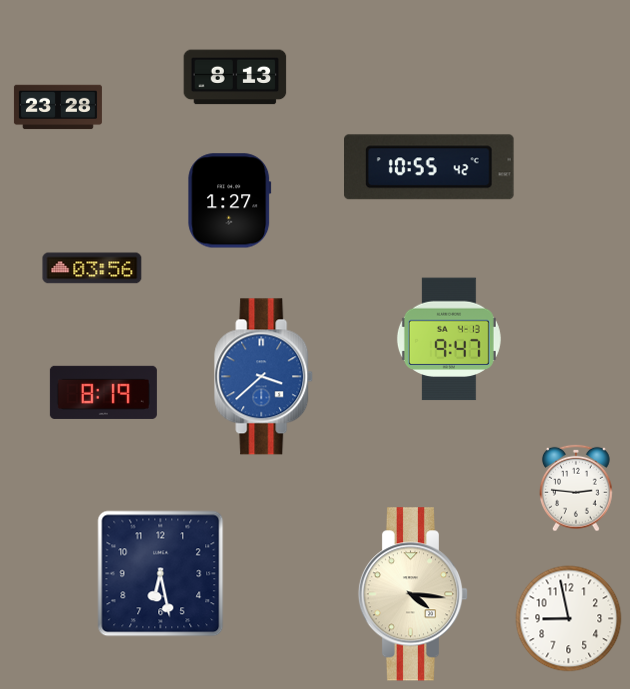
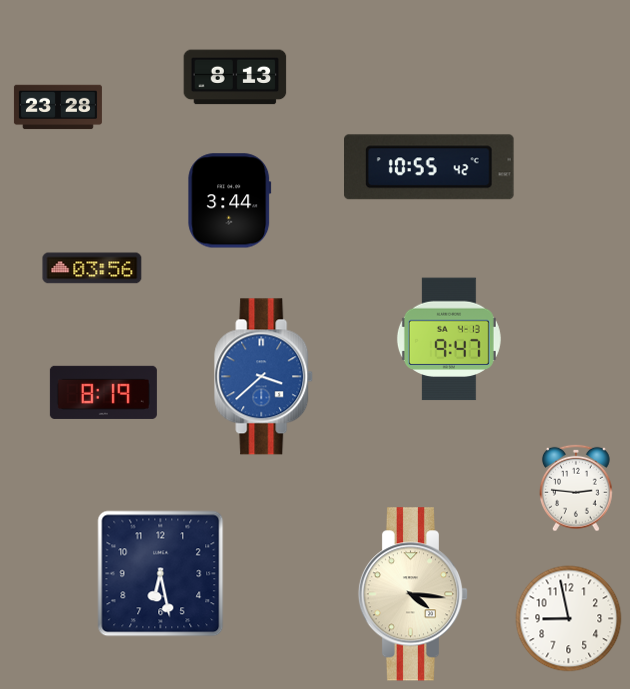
clock at (230, 201): 1:27 -> 3:44
